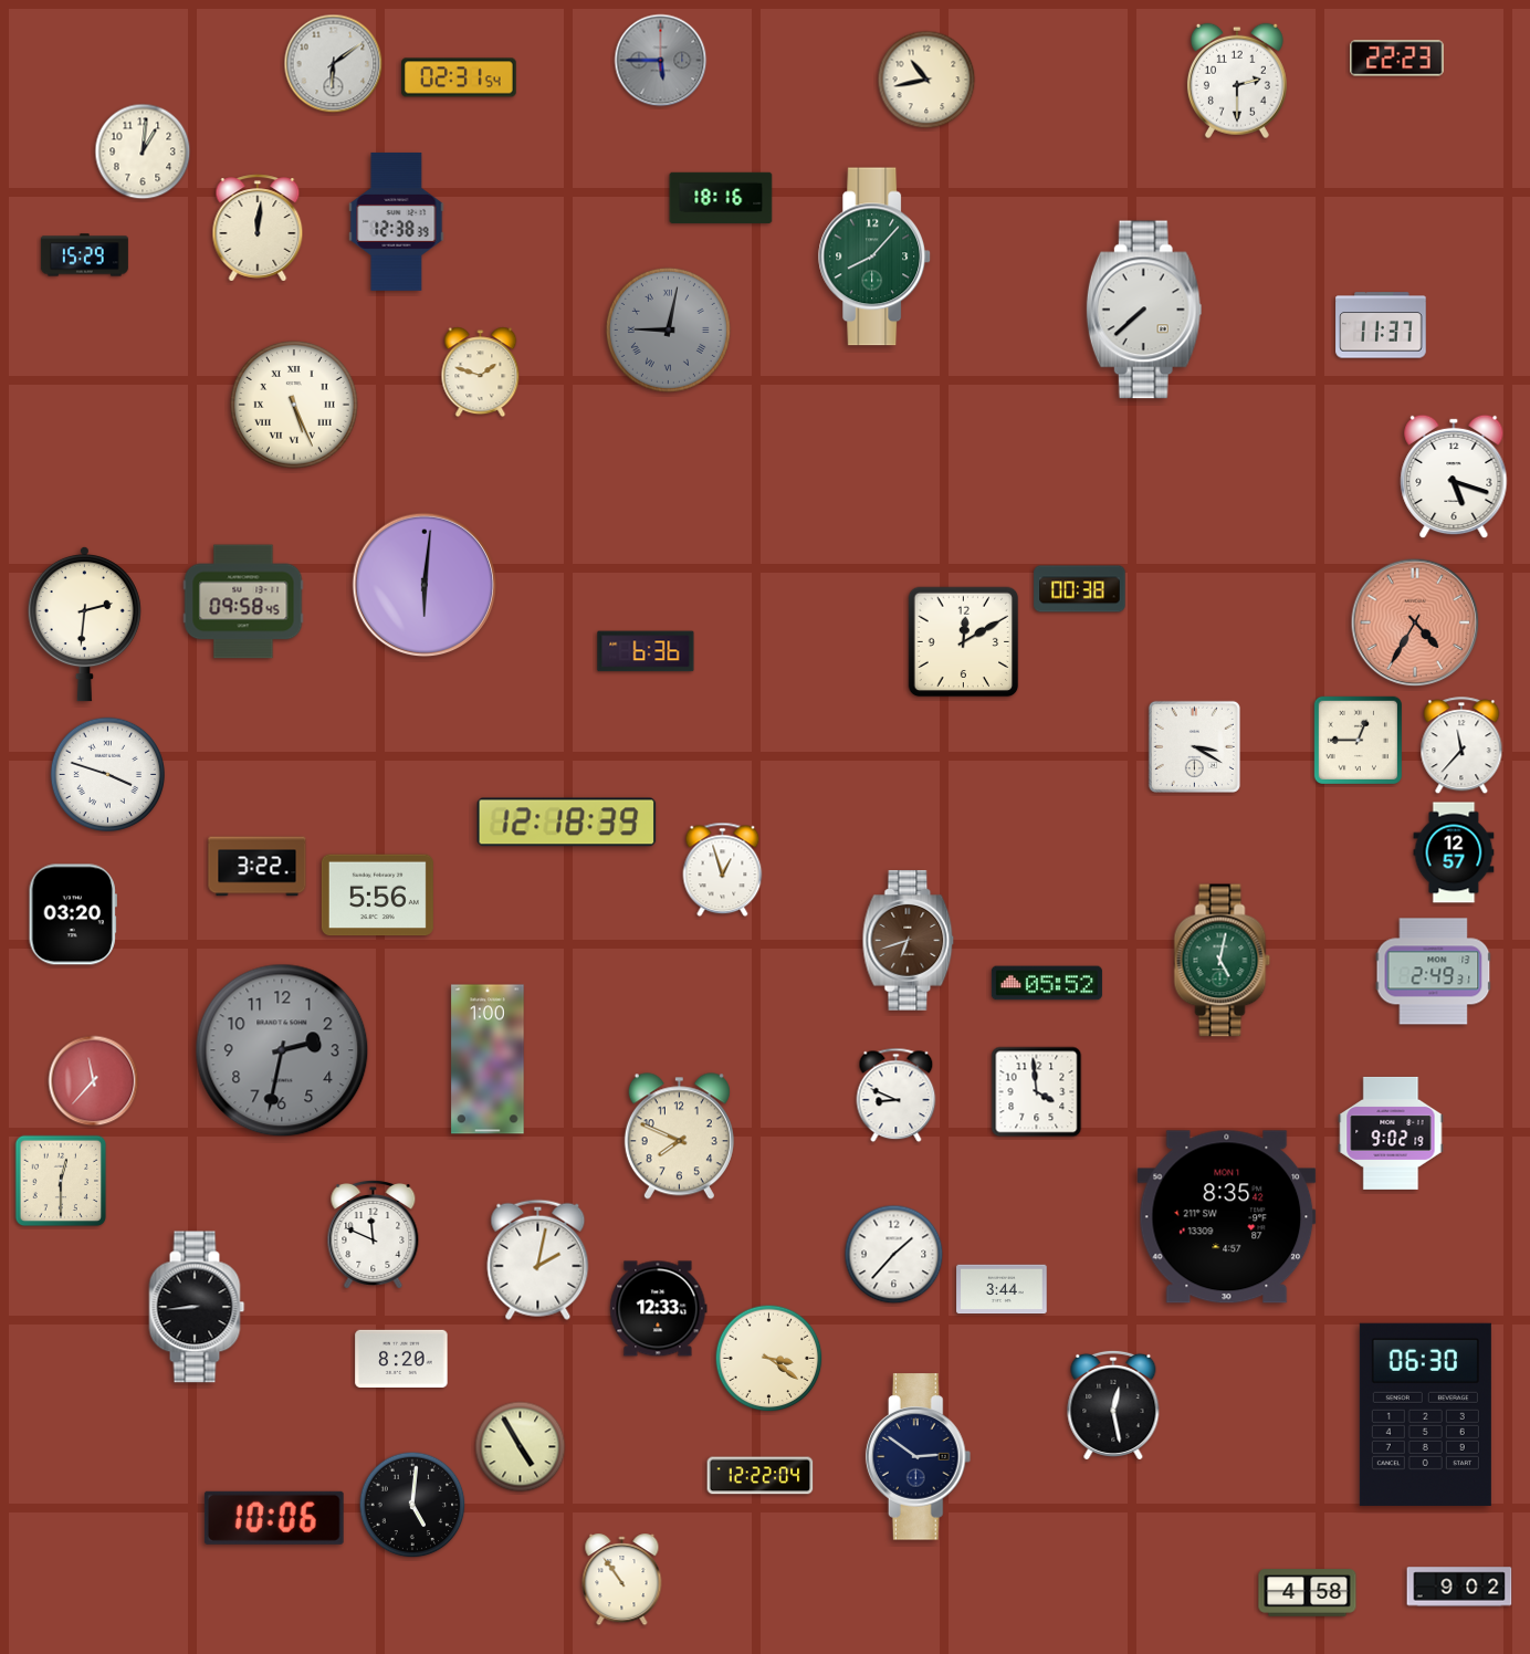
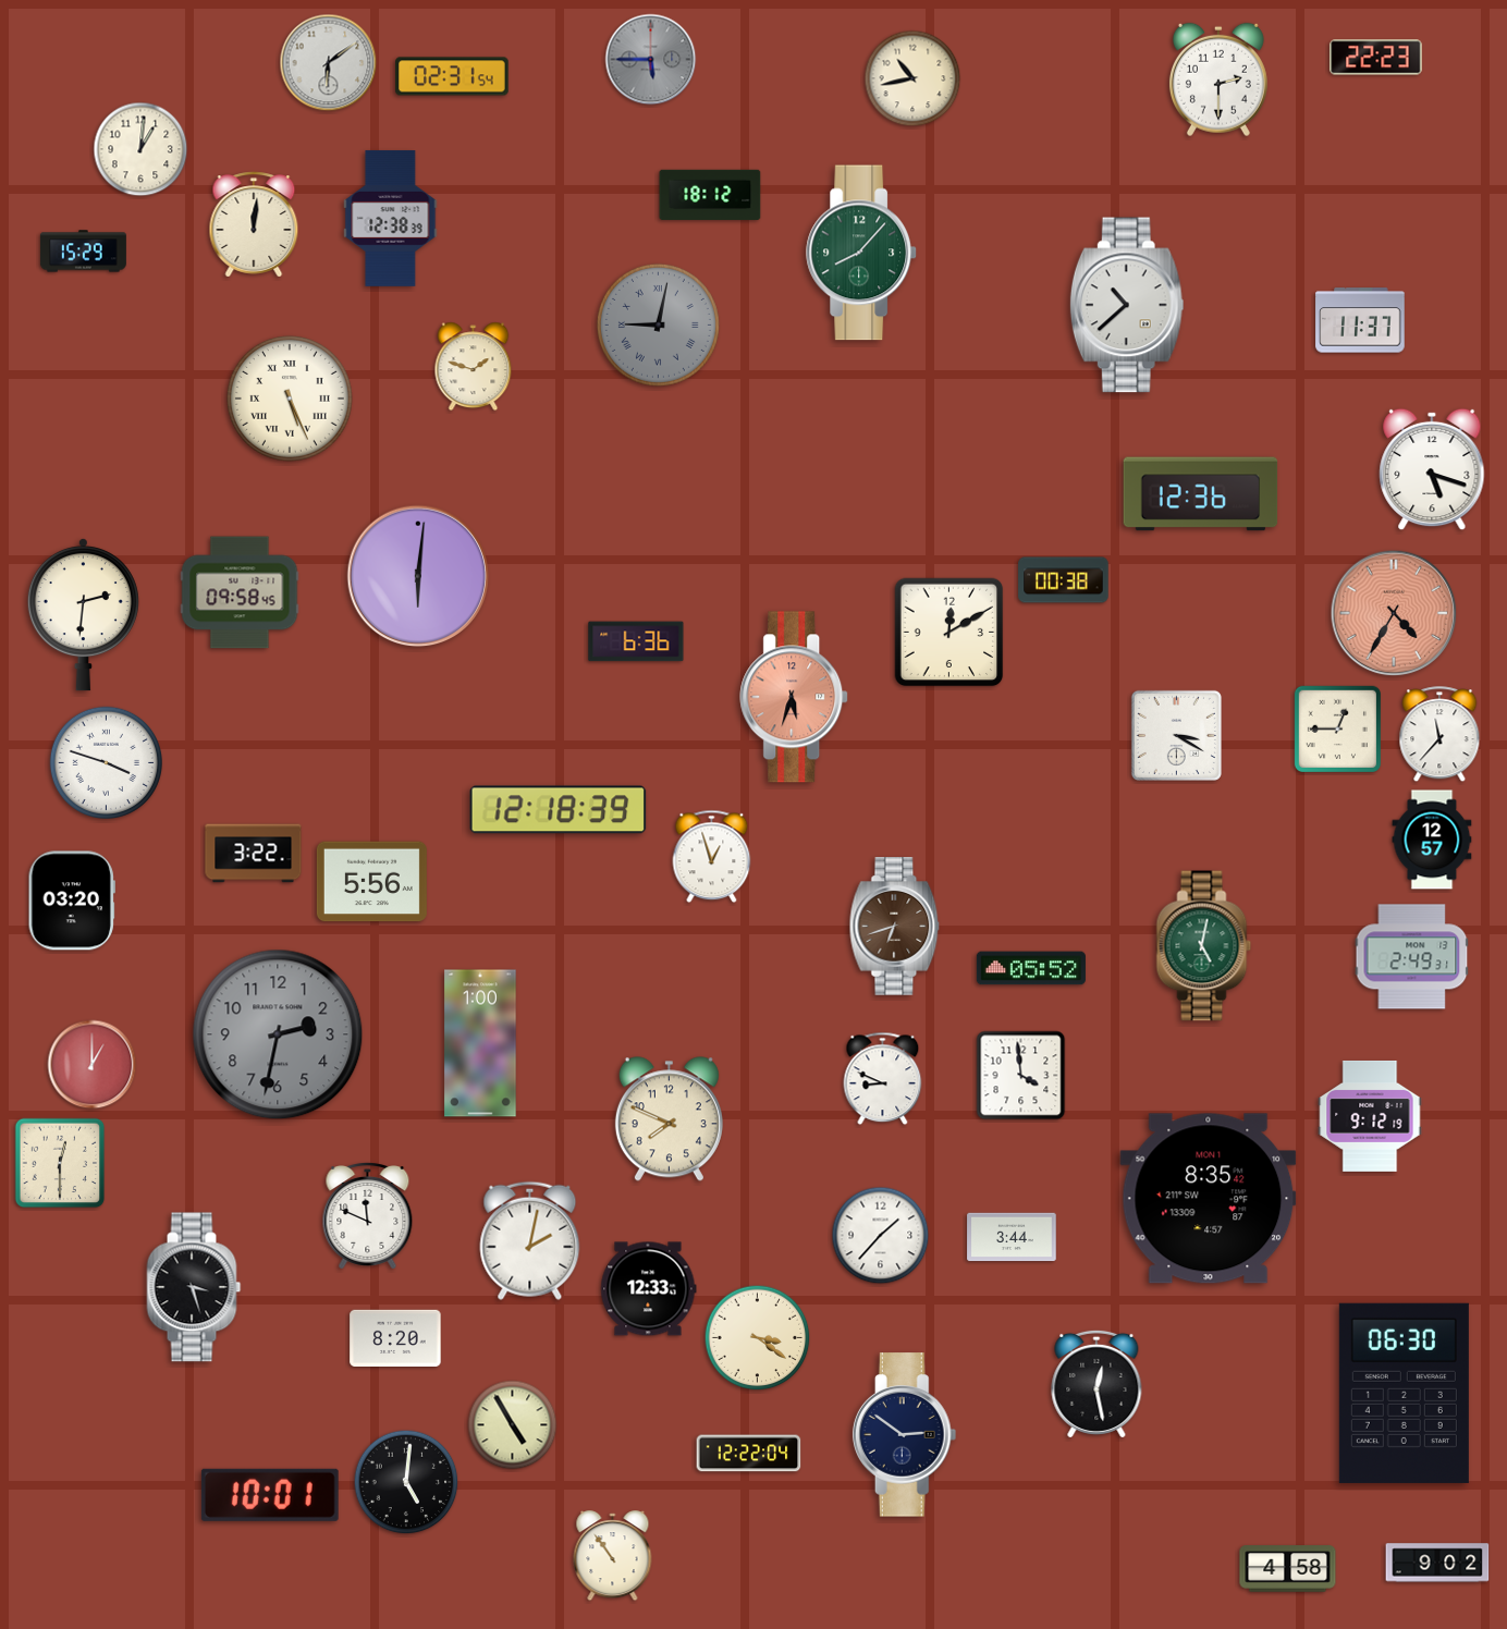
clock at (721, 198): 18:16 -> 18:12
clock at (1144, 310): 7:38 -> 10:38
clock at (1201, 494): none -> 12:36
clock at (795, 697): none -> 5:33
clock at (94, 1081): 11:37 -> 1:00
clock at (1391, 1133): 9:02 -> 9:12
clock at (1002, 1289) position: (1002, 1289) -> (1012, 1237)
clock at (197, 1307): 8:44 -> 3:27
clock at (274, 1518): 10:06 -> 10:01
